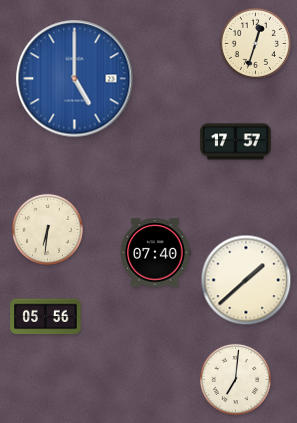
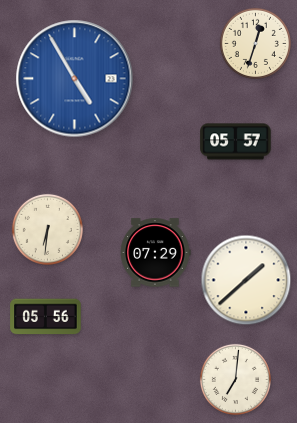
clock at (75, 79): 5:00 -> 4:55
clock at (236, 142): 17:57 -> 05:57
clock at (155, 253): 07:40 -> 07:29
